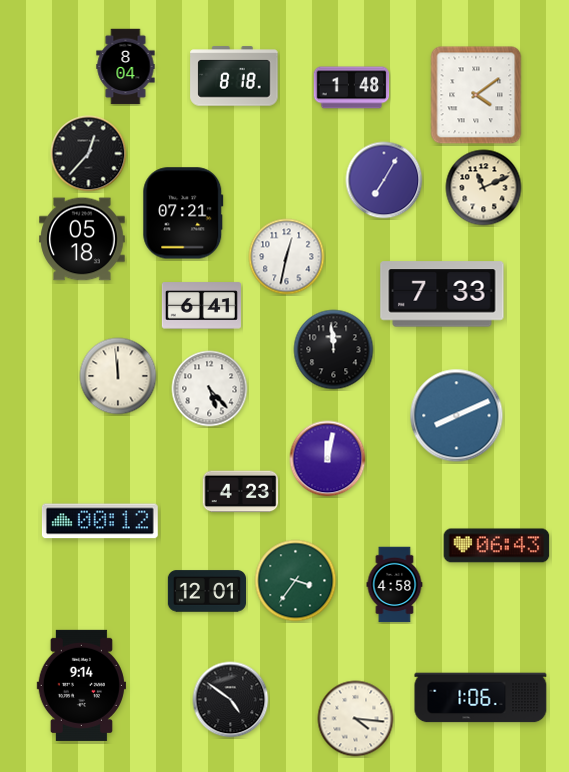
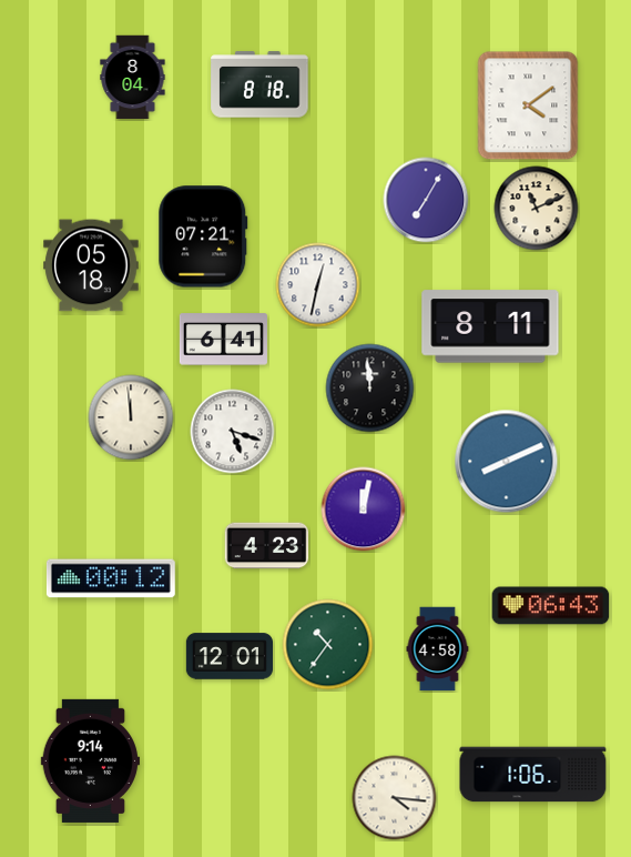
clock at (126, 67) position: (126, 67) -> (133, 78)
clock at (352, 88): 1:48 -> none
clock at (89, 154): 12:37 -> none
clock at (442, 294): 7:33 -> 8:11
clock at (210, 389): 5:23 -> 5:18
clock at (296, 581): 3:36 -> 10:36
clock at (231, 700): 4:51 -> none
